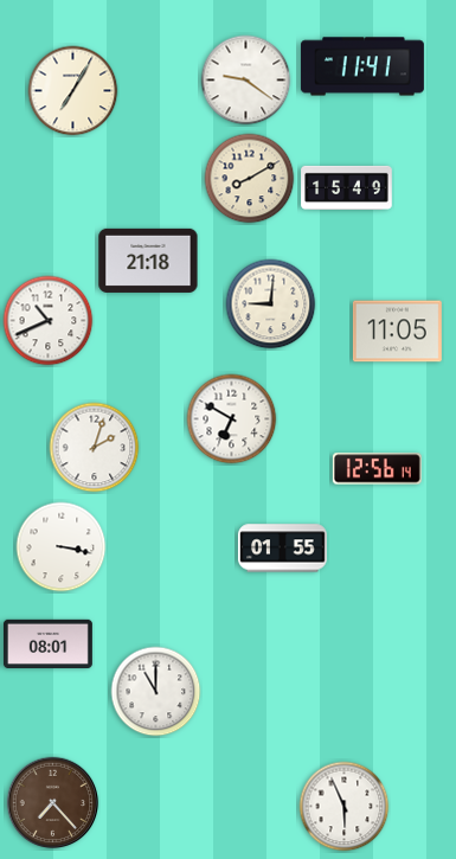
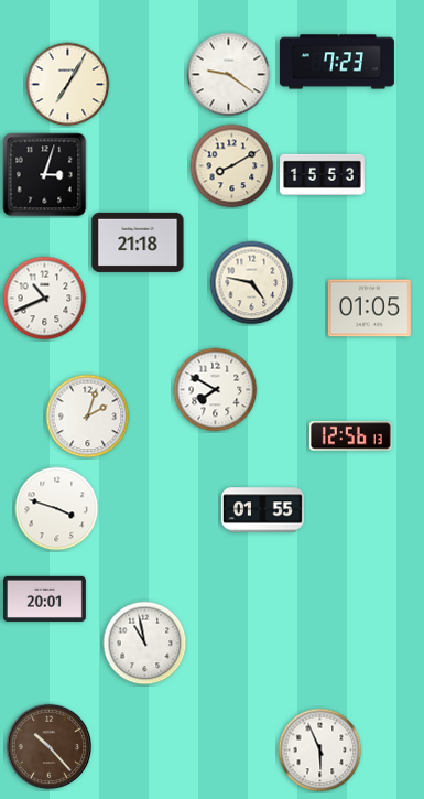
clock at (362, 66): 11:41 -> 7:23
clock at (347, 187): 15:49 -> 15:53
clock at (45, 175): none -> 3:03
clock at (271, 305): 9:01 -> 4:47
clock at (397, 332): 11:05 -> 01:05
clock at (232, 419): 6:50 -> 7:50
clock at (377, 469): 12:56:14 -> 12:56:13
clock at (62, 547): 3:17 -> 3:48
clock at (47, 643): 08:01 -> 20:01
clock at (156, 692): 11:00 -> 10:58
clock at (53, 803): 7:23 -> 10:23
